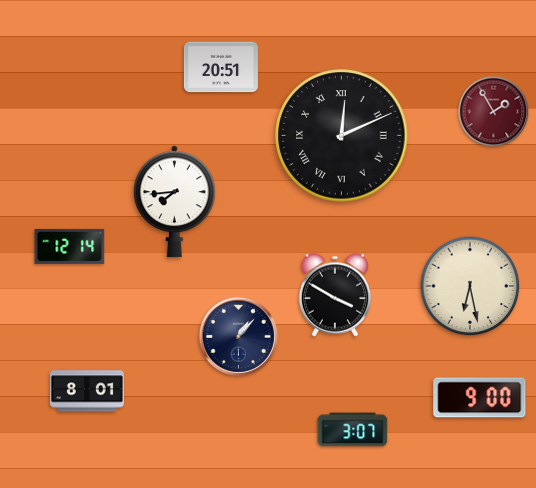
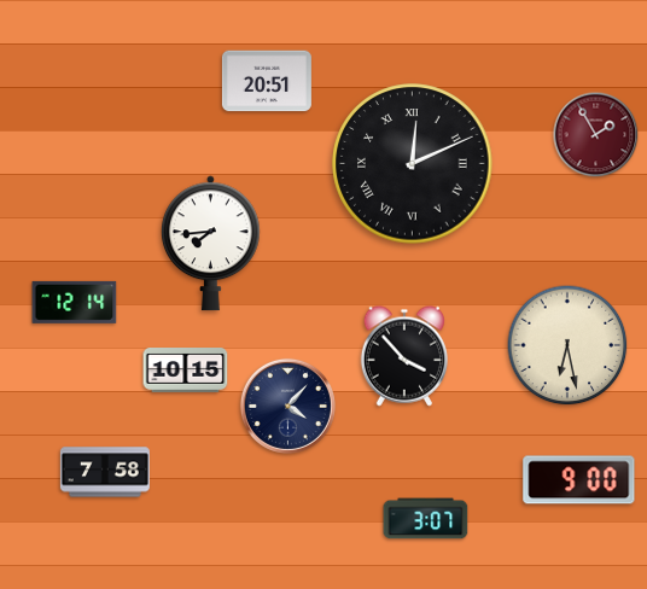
clock at (70, 246) position: (70, 246) -> (75, 302)
clock at (334, 295): 3:50 -> 3:53
clock at (186, 371): none -> 10:15
clock at (238, 336): 1:07 -> 4:07
clock at (87, 391): 8:01 -> 7:58
